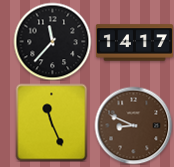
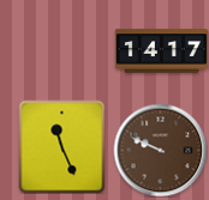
clock at (52, 41): 11:37 -> none
clock at (133, 125): 8:49 -> 9:49
